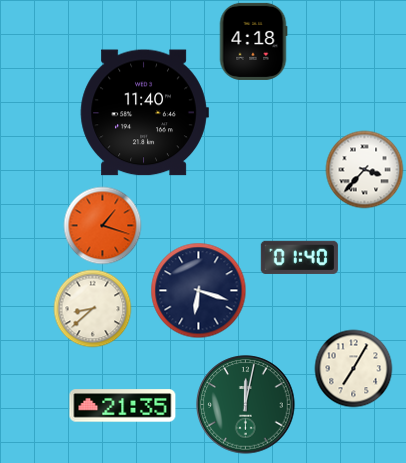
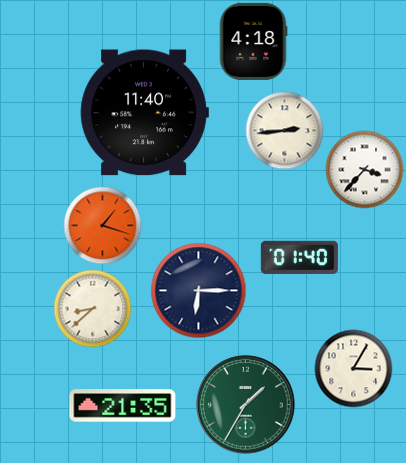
clock at (284, 130): none -> 2:44
clock at (198, 290): 6:18 -> 6:15
clock at (353, 368): 7:05 -> 3:05
clock at (246, 405): 12:02 -> 1:35
